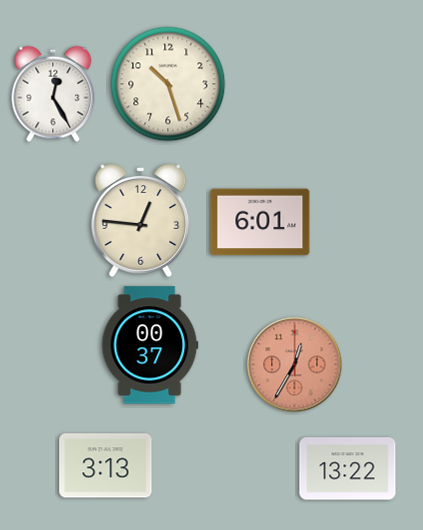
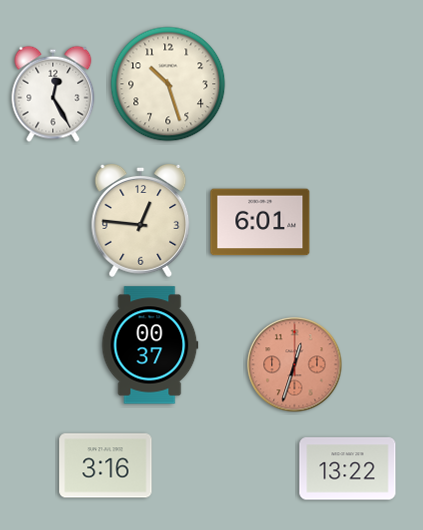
clock at (295, 365): 12:35 -> 12:33
clock at (106, 466): 3:13 -> 3:16
